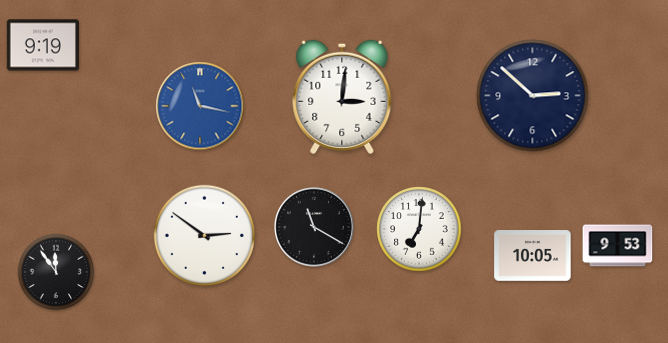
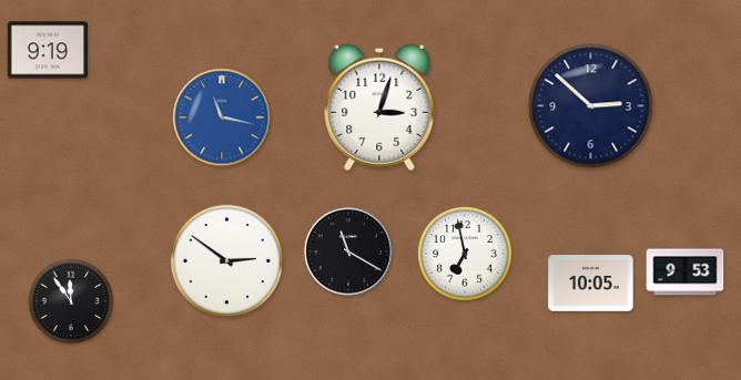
clock at (342, 97): 3:01 -> 3:03
clock at (419, 229): 7:01 -> 6:58
clock at (56, 272) position: (56, 272) -> (71, 301)
